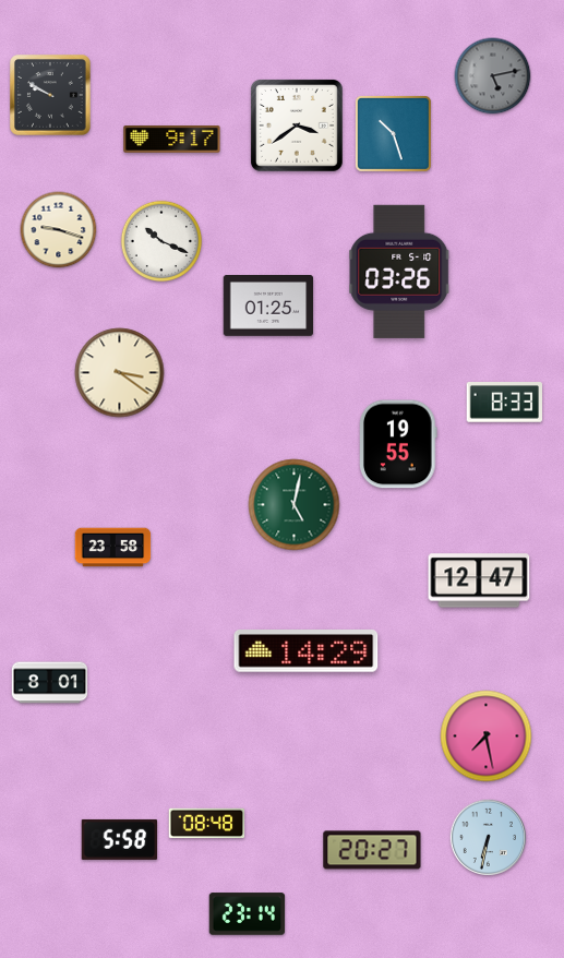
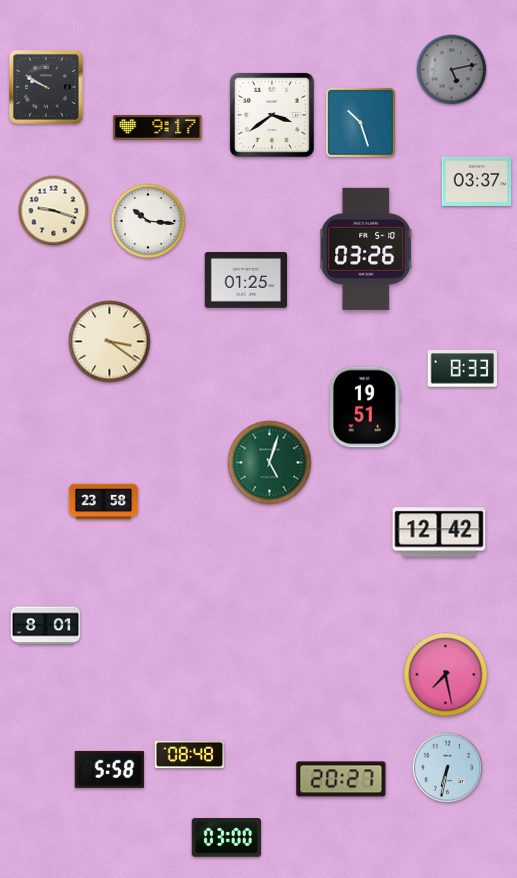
clock at (477, 181): none -> 03:37
clock at (161, 241): 10:19 -> 10:16
clock at (399, 444): 19:55 -> 19:51
clock at (295, 505): 5:02 -> 5:03
clock at (479, 580): 12:47 -> 12:42
clock at (307, 651): 14:29 -> none
clock at (248, 914): 23:14 -> 03:00
